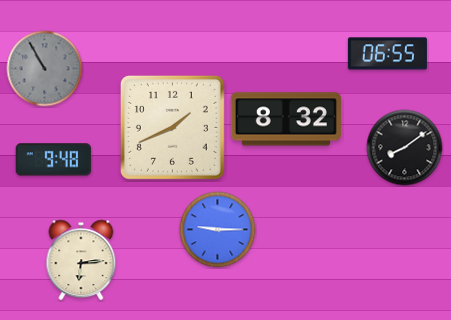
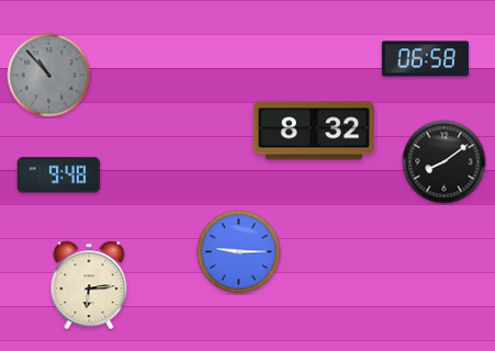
clock at (387, 54): 06:55 -> 06:58
clock at (45, 69): 10:55 -> 10:53
clock at (172, 127): 1:41 -> none
